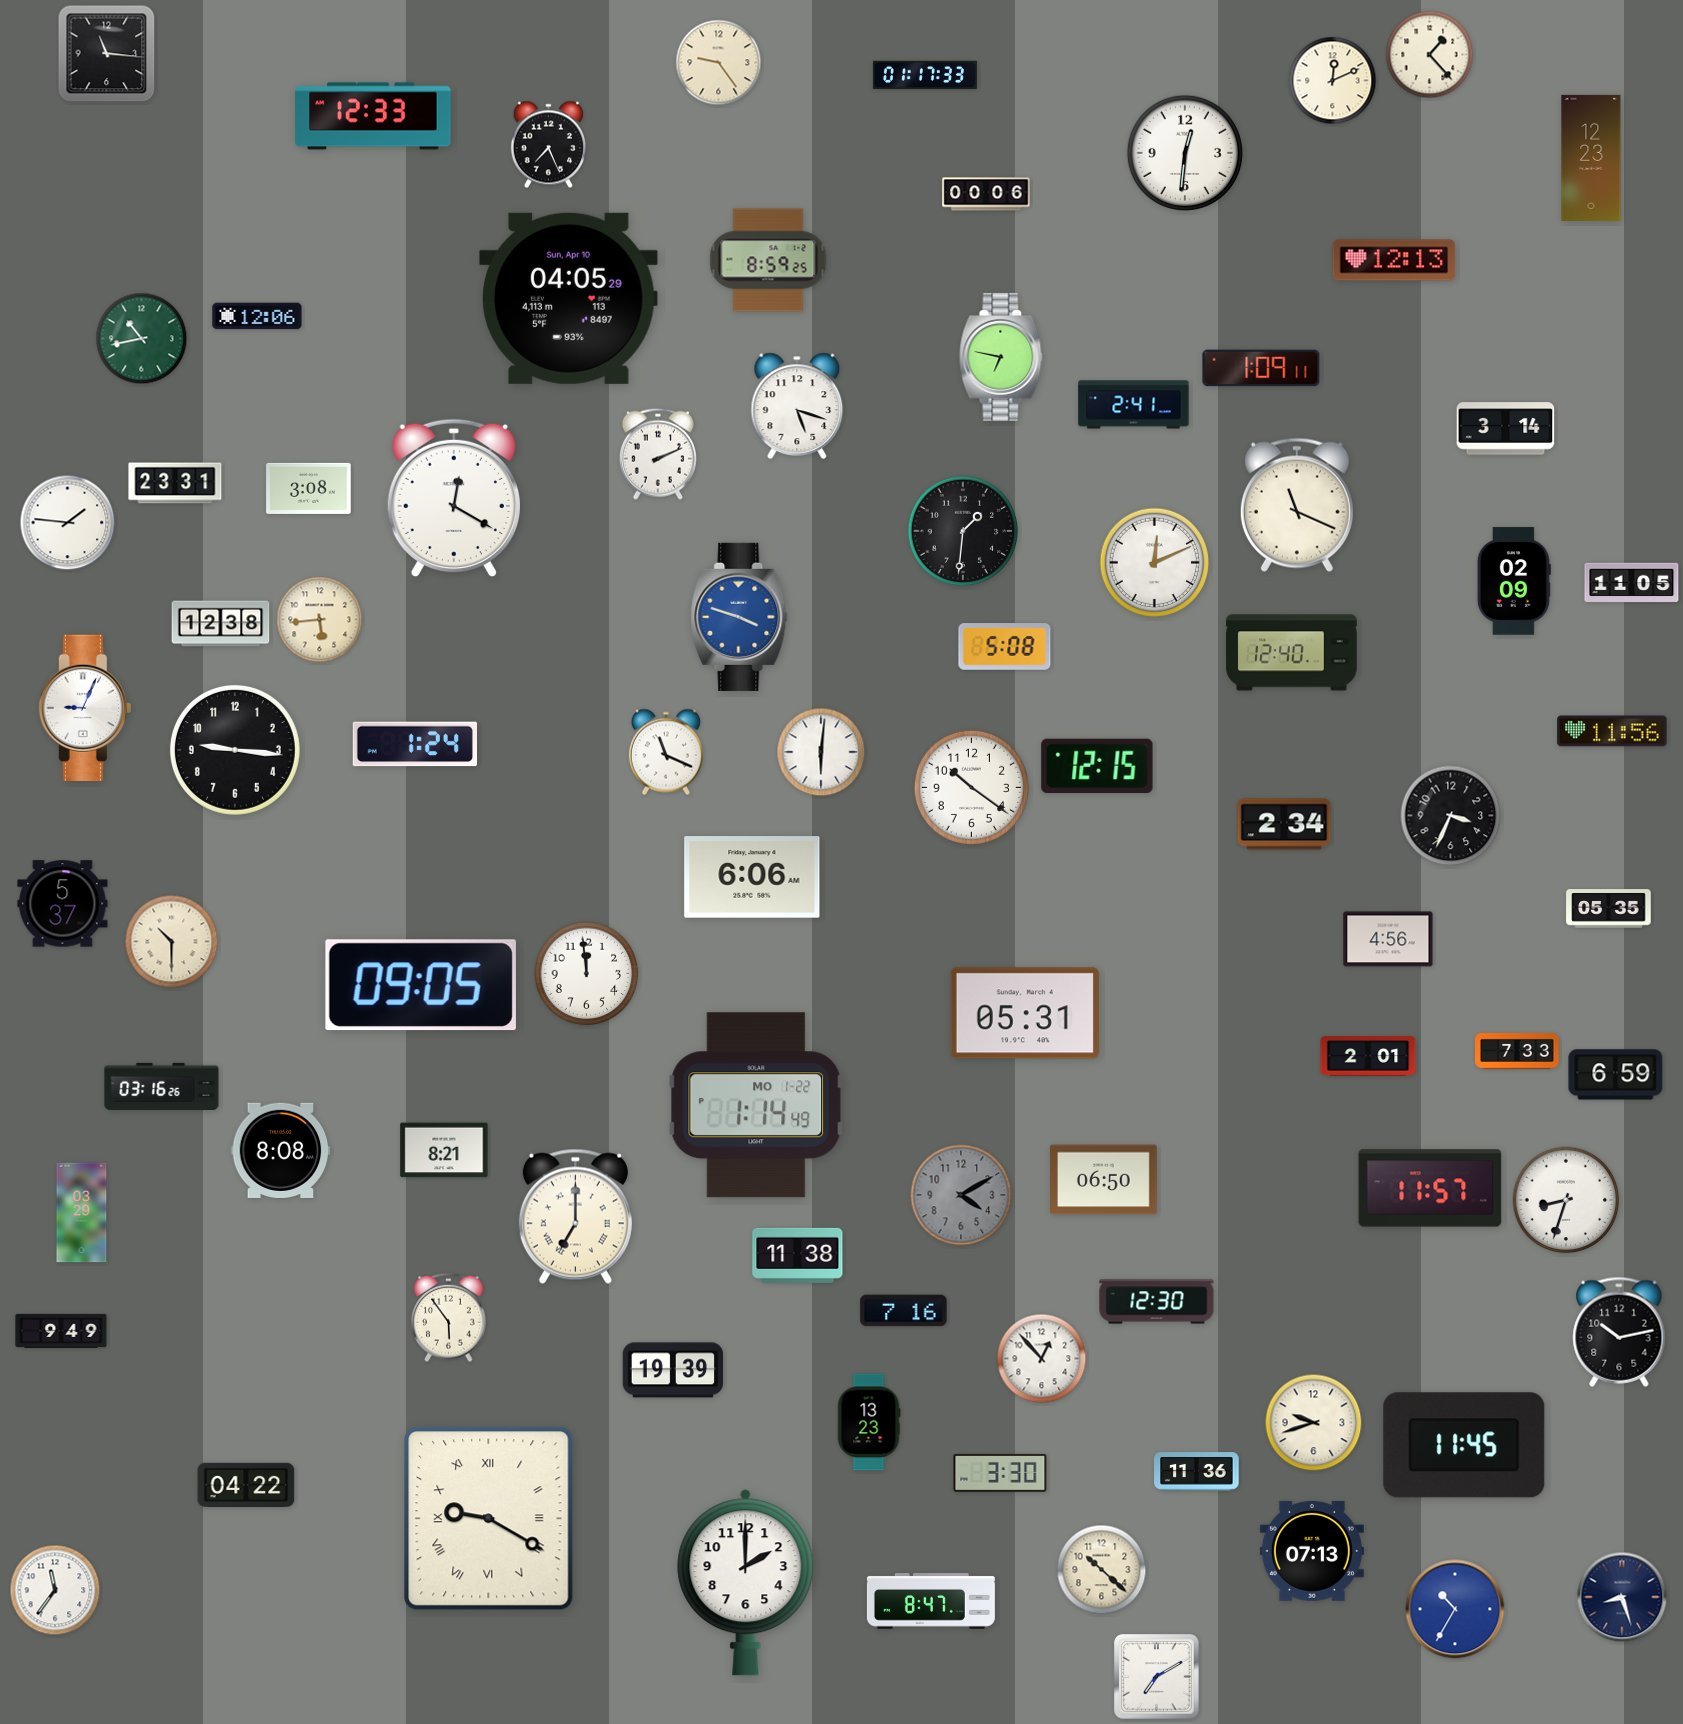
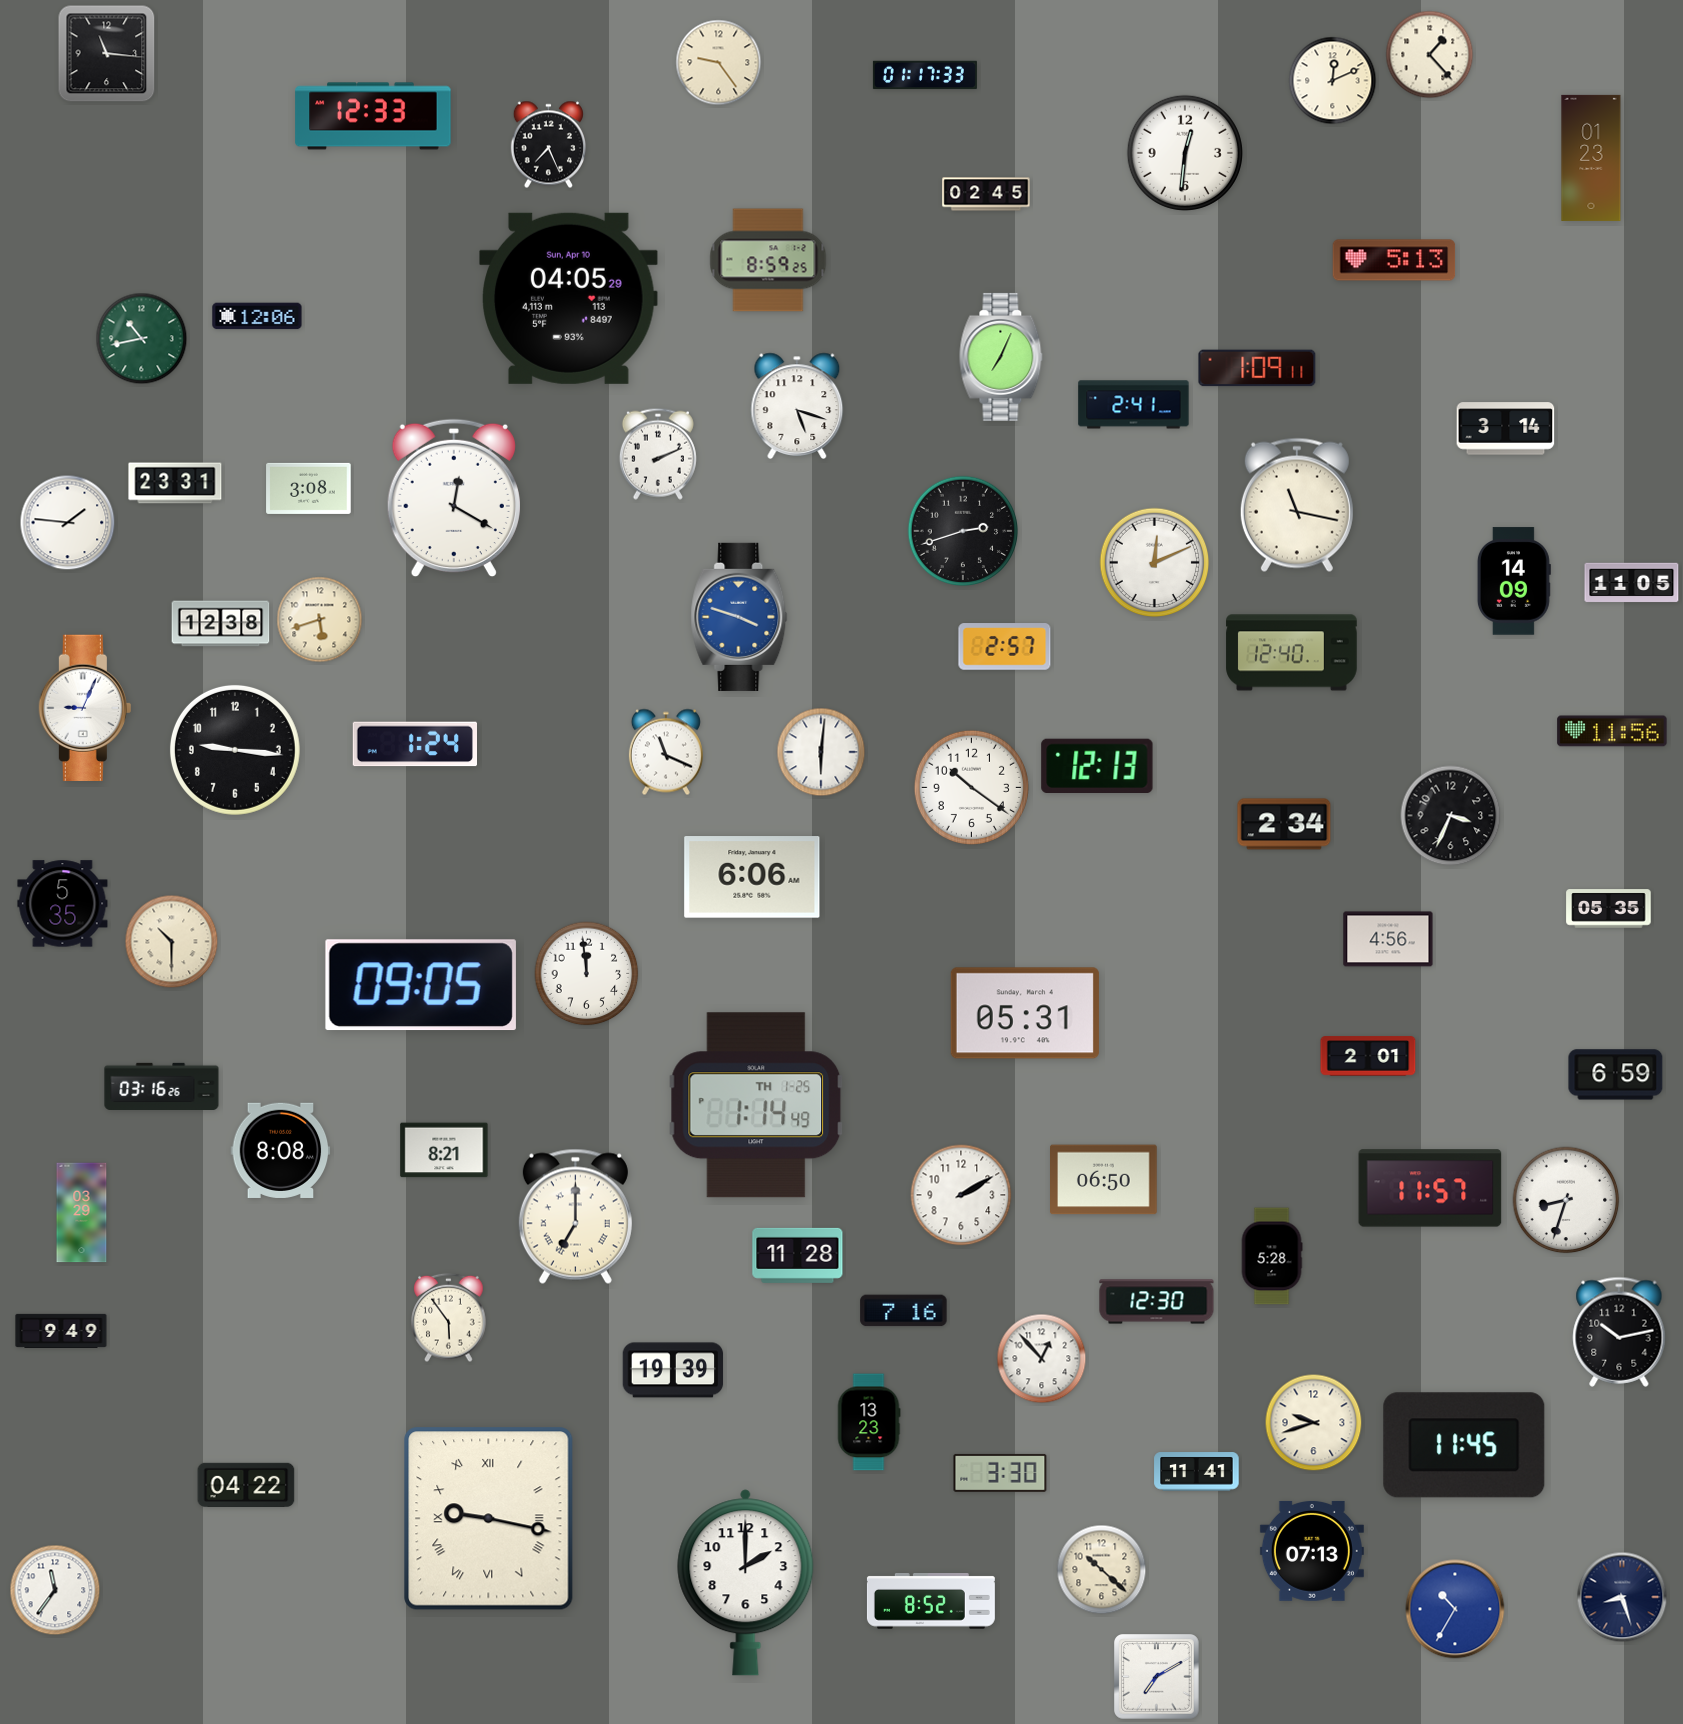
clock at (1591, 158): 12:23 -> 01:23
clock at (986, 194): 00:06 -> 02:45
clock at (1394, 260): 12:13 -> 5:13
clock at (1001, 357): 6:47 -> 7:04
clock at (1261, 368) position: (1261, 368) -> (1257, 368)
clock at (1297, 505): 11:19 -> 11:17
clock at (963, 531): 1:31 -> 2:42
clock at (1514, 581): 02:09 -> 14:09
clock at (320, 620): 5:44 -> 5:42
clock at (1005, 647): 5:08 -> 2:57
clock at (1097, 765): 12:15 -> 12:13
clock at (63, 904): 5:37 -> 5:35
clock at (1517, 1051): 7:33 -> none
clock at (756, 1105) date: MO 1-22 -> TH 1-25
clock at (961, 1195): 4:10 -> 2:10
clock at (961, 1195) dial: grey -> white
clock at (798, 1255): 11:38 -> 11:28
clock at (1272, 1256): none -> 5:28
clock at (1197, 1472): 11:36 -> 11:41
clock at (489, 1519): 9:20 -> 9:17
clock at (931, 1601): 8:47 -> 8:52
